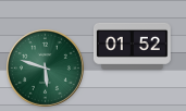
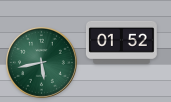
clock at (46, 69): 5:48 -> 5:43
